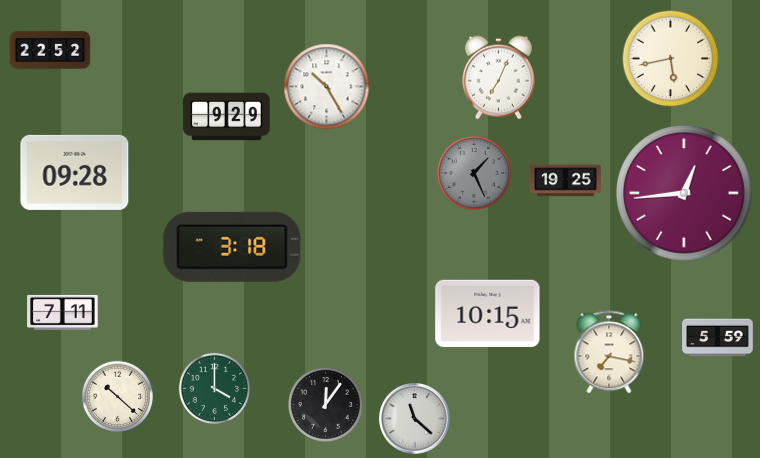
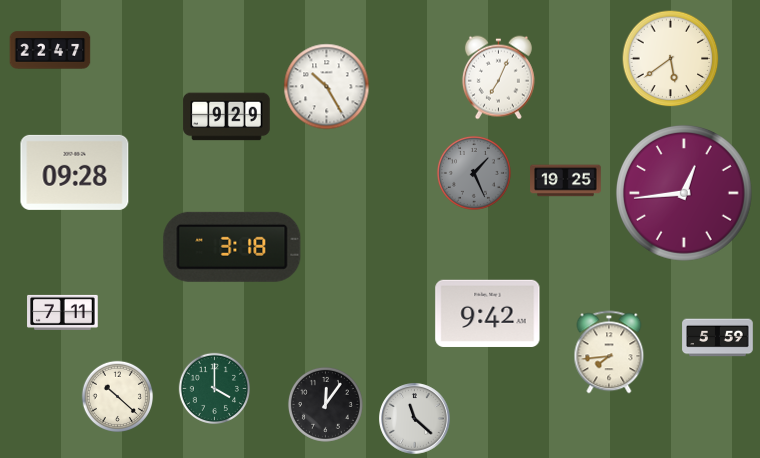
clock at (50, 50): 22:52 -> 22:47
clock at (671, 59): 5:43 -> 5:39
clock at (488, 313): 10:15 -> 9:42
clock at (609, 352): 7:17 -> 7:44
